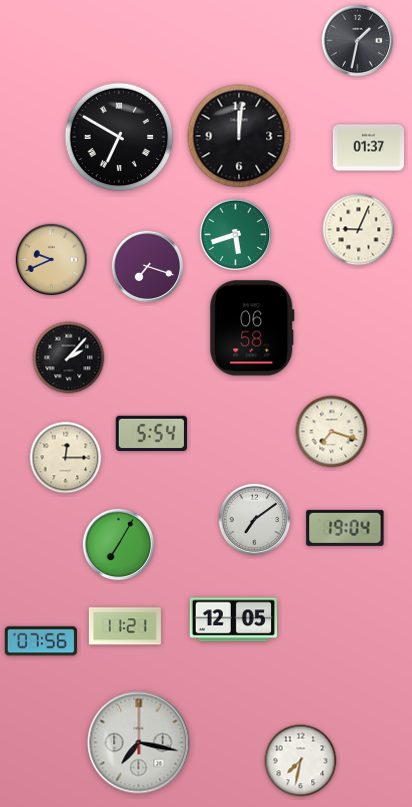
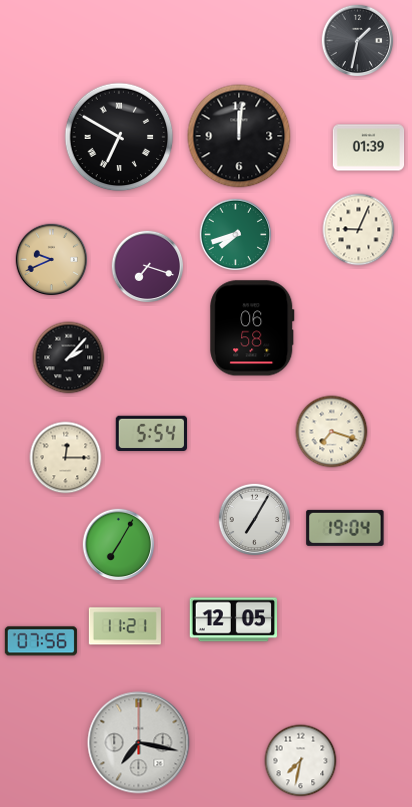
clock at (369, 148): 01:37 -> 01:39
clock at (236, 235): 5:42 -> 7:42
clock at (255, 520): 7:09 -> 7:05
